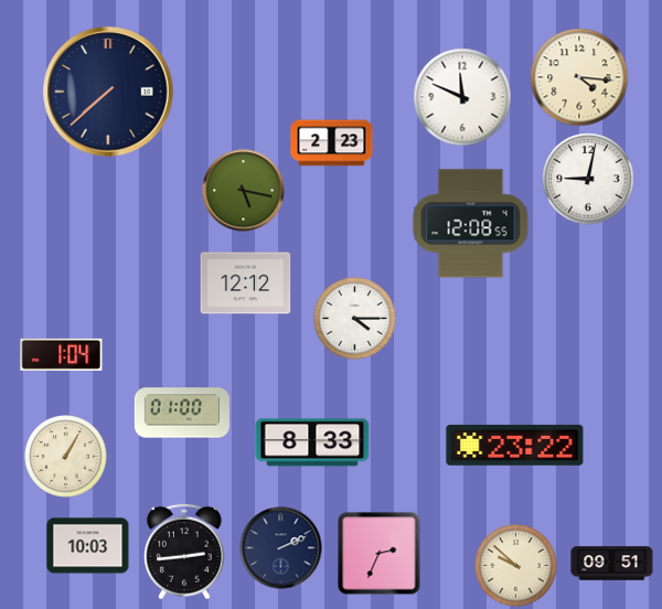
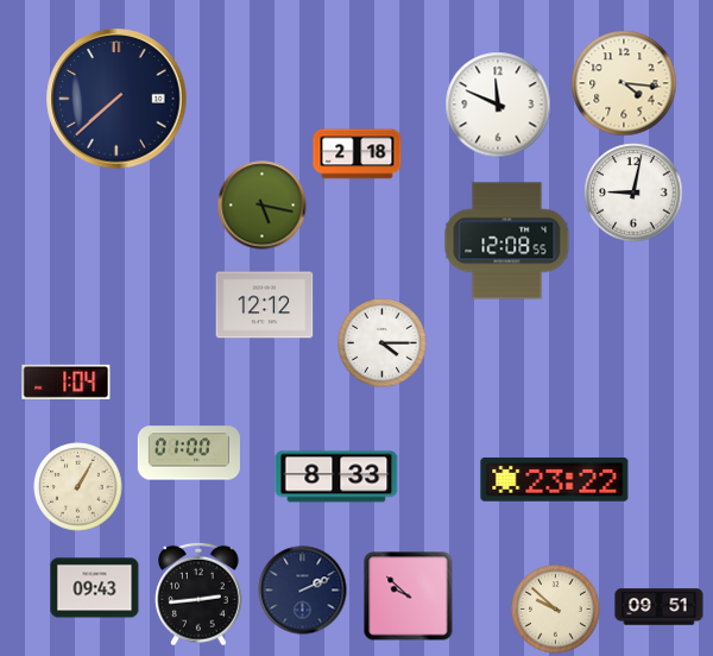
clock at (332, 143): 2:23 -> 2:18
clock at (182, 413) position: (182, 413) -> (189, 453)
clock at (66, 457) position: (66, 457) -> (78, 487)
clock at (88, 546): 10:03 -> 09:43
clock at (380, 554): 2:34 -> 9:52
